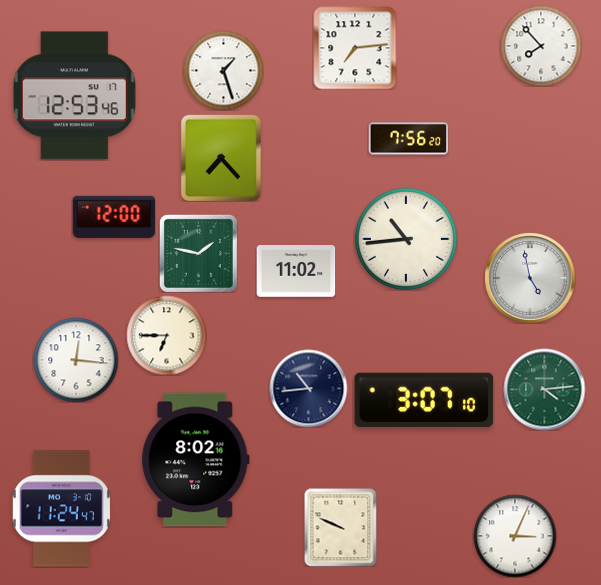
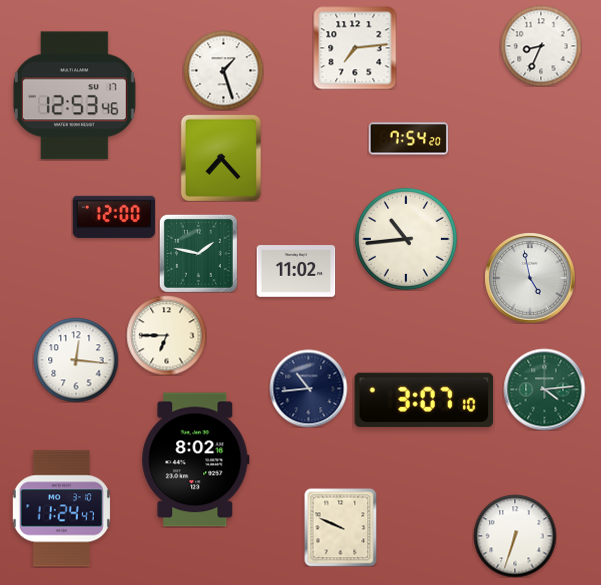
clock at (541, 46): 7:53 -> 8:34
clock at (408, 139): 7:56 -> 7:54
clock at (515, 536): 3:04 -> 6:33
